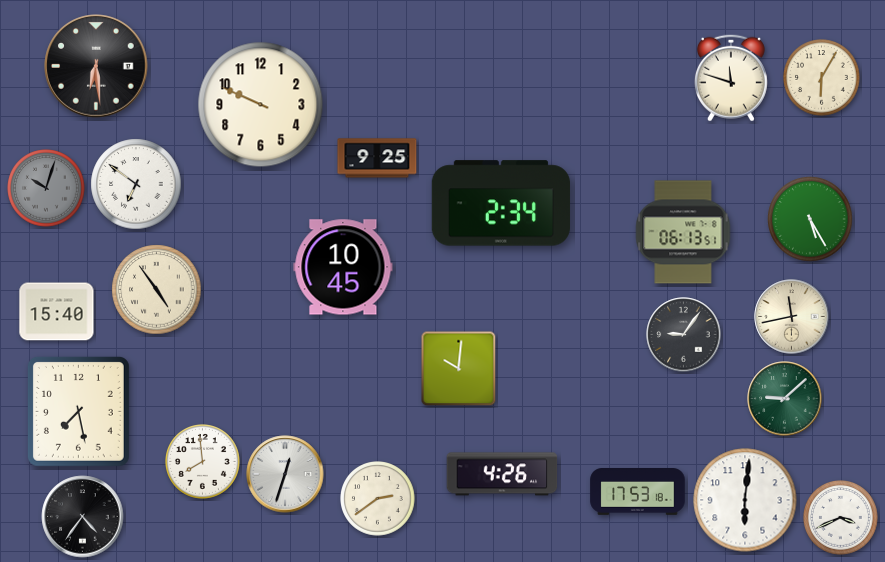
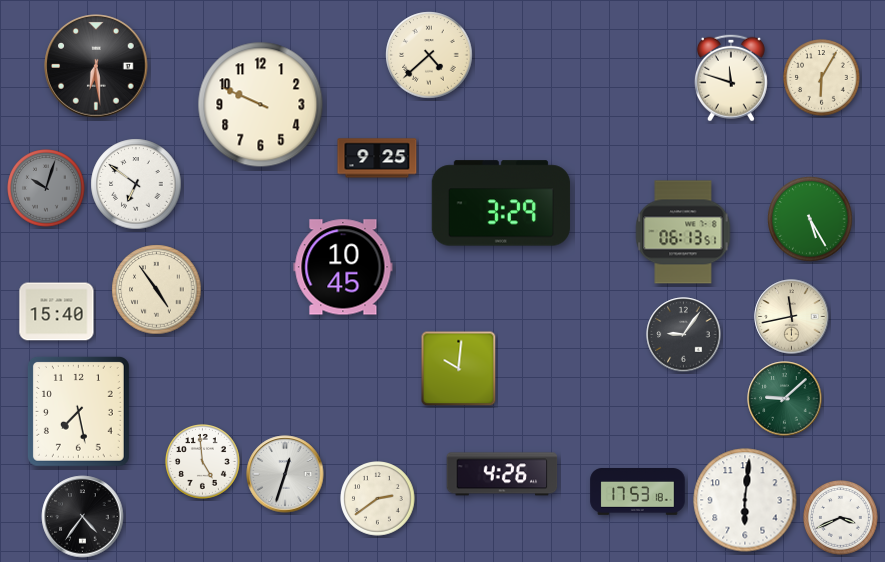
clock at (429, 55): none -> 4:38
clock at (501, 203): 2:34 -> 3:29
clock at (203, 462): 7:59 -> 4:59
